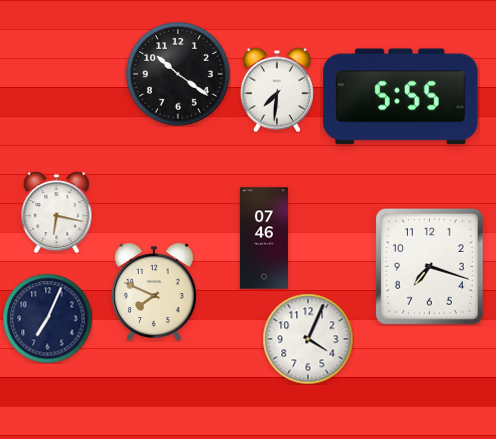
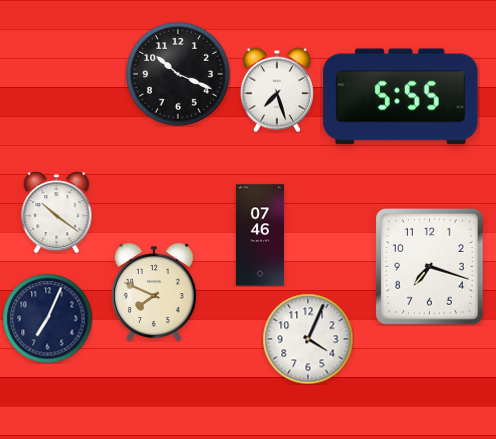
clock at (179, 75): 10:21 -> 10:19
clock at (277, 90): 7:31 -> 7:27
clock at (57, 212): 6:17 -> 10:21
clock at (264, 238) position: (264, 238) -> (260, 235)
